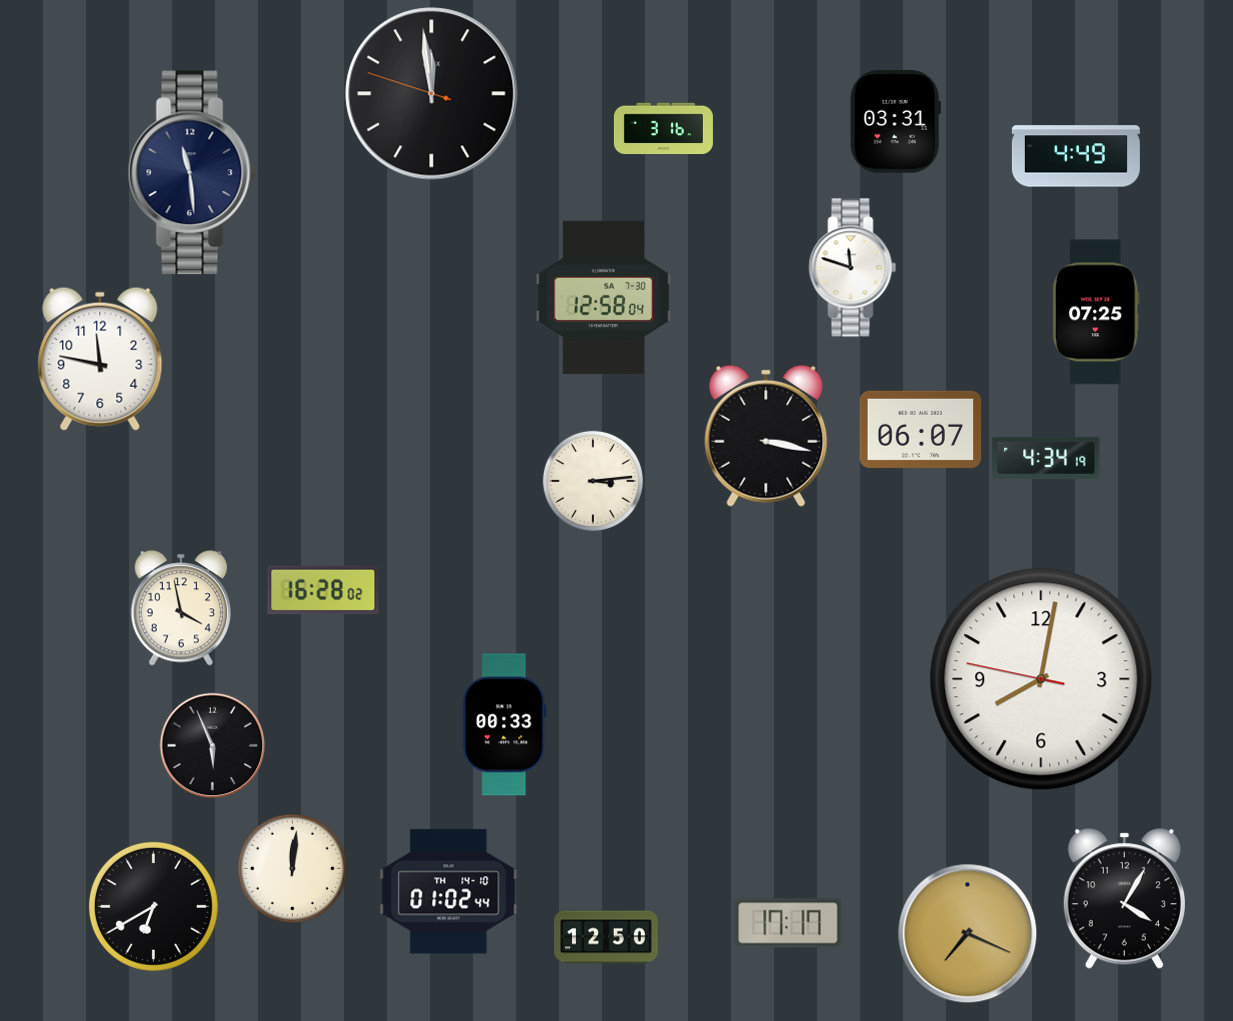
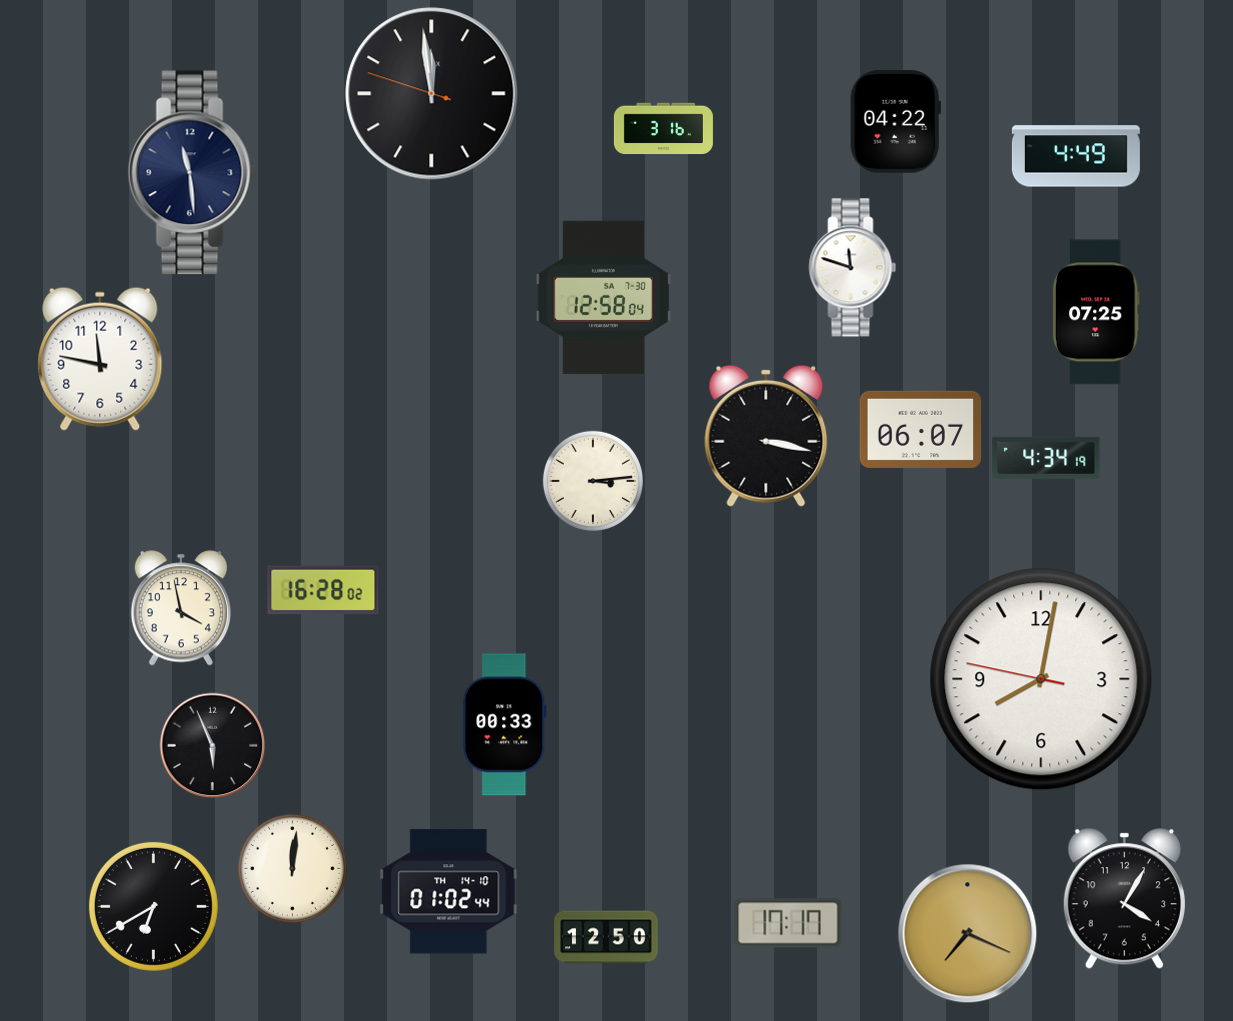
clock at (895, 122): 03:31 -> 04:22
